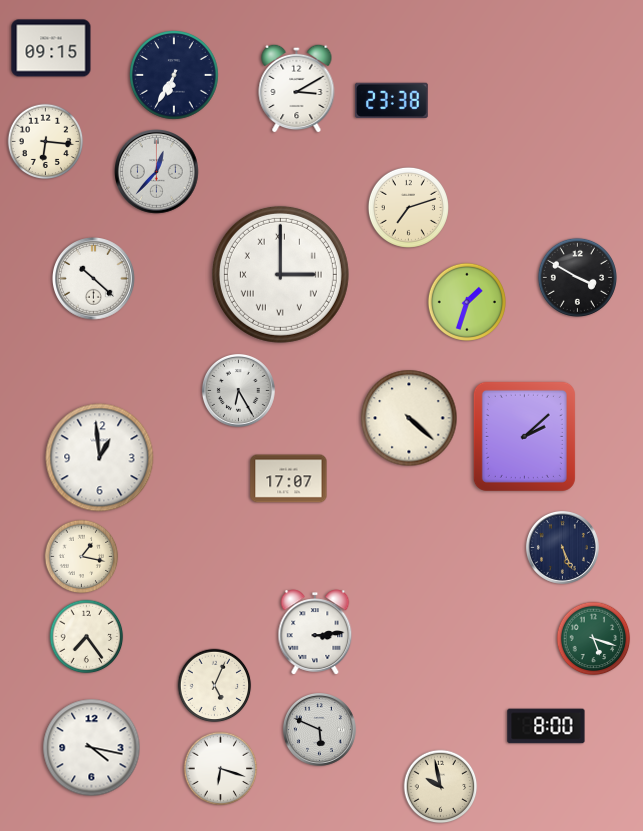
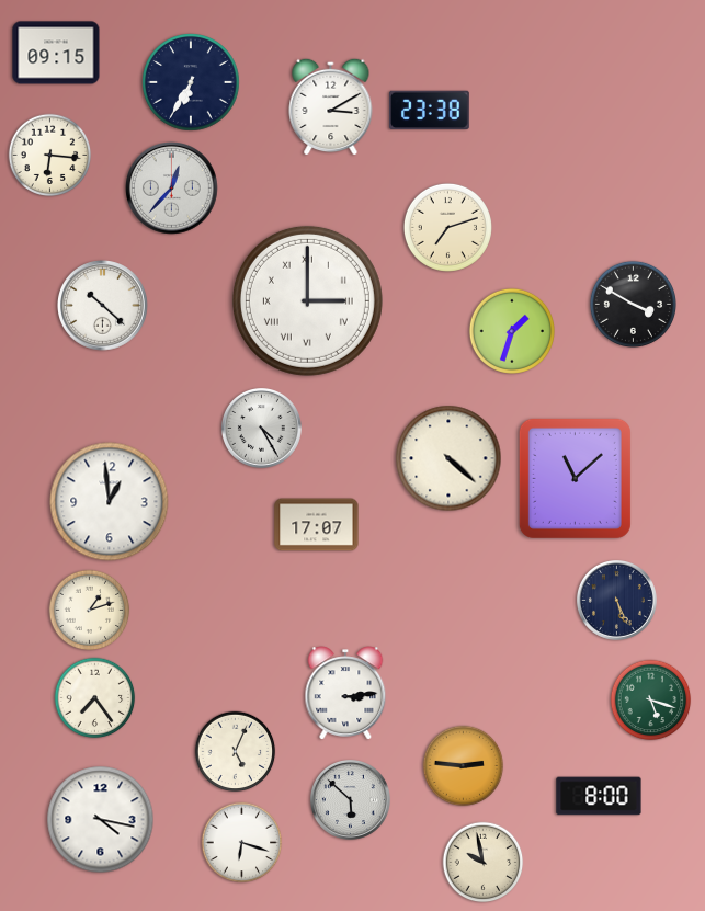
clock at (297, 88) position: (297, 88) -> (331, 106)
clock at (238, 390): 6:25 -> 4:25
clock at (524, 436): 2:08 -> 11:08
clock at (82, 557): 1:17 -> 1:12
clock at (464, 766): none -> 2:46
clock at (319, 729): 5:49 -> 5:52
